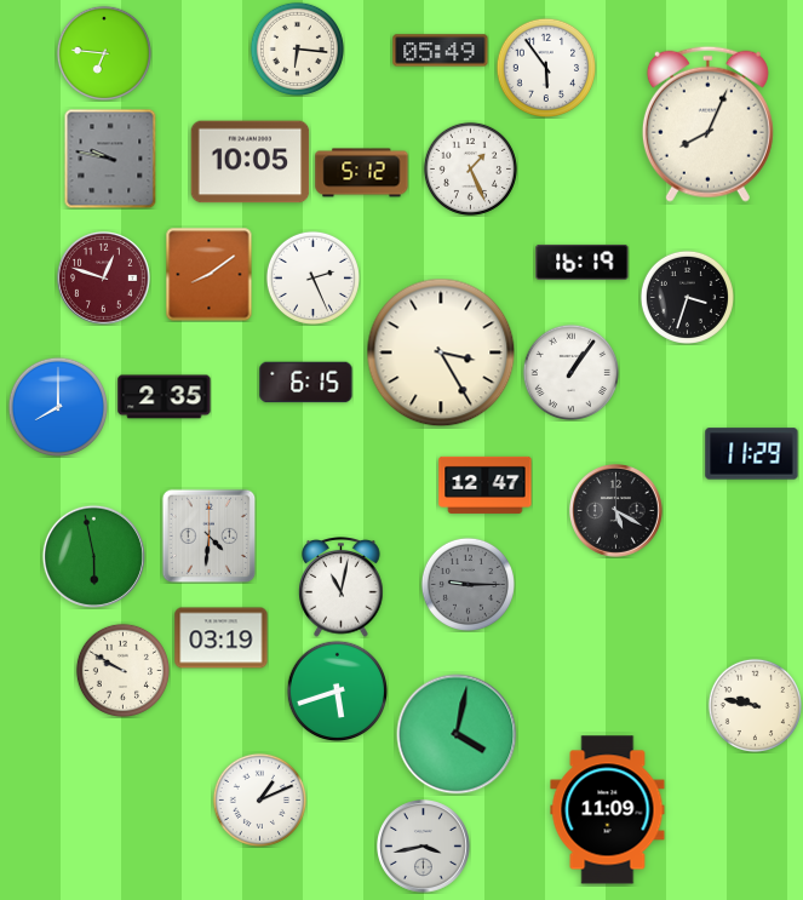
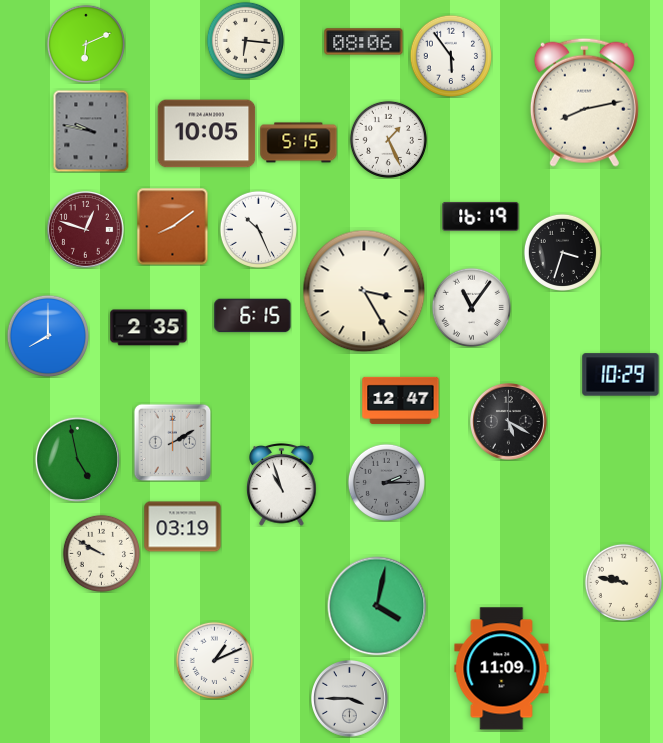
clock at (441, 51): 05:49 -> 08:06
clock at (103, 52): 6:46 -> 6:11
clock at (707, 124): 8:04 -> 8:13
clock at (362, 173): 5:12 -> 5:15
clock at (312, 277): 2:26 -> 10:26
clock at (687, 297) position: (687, 297) -> (562, 252)
clock at (570, 372): 1:06 -> 11:06
clock at (165, 397) position: (165, 397) -> (149, 328)
clock at (752, 454): 11:29 -> 10:29
clock at (208, 535): 4:31 -> 2:10
clock at (93, 556): 5:58 -> 4:58
clock at (468, 584): 9:15 -> 2:15
clock at (342, 587): 11:02 -> 10:57
clock at (337, 690): 5:42 -> none
clock at (424, 847): 3:43 -> 3:45
